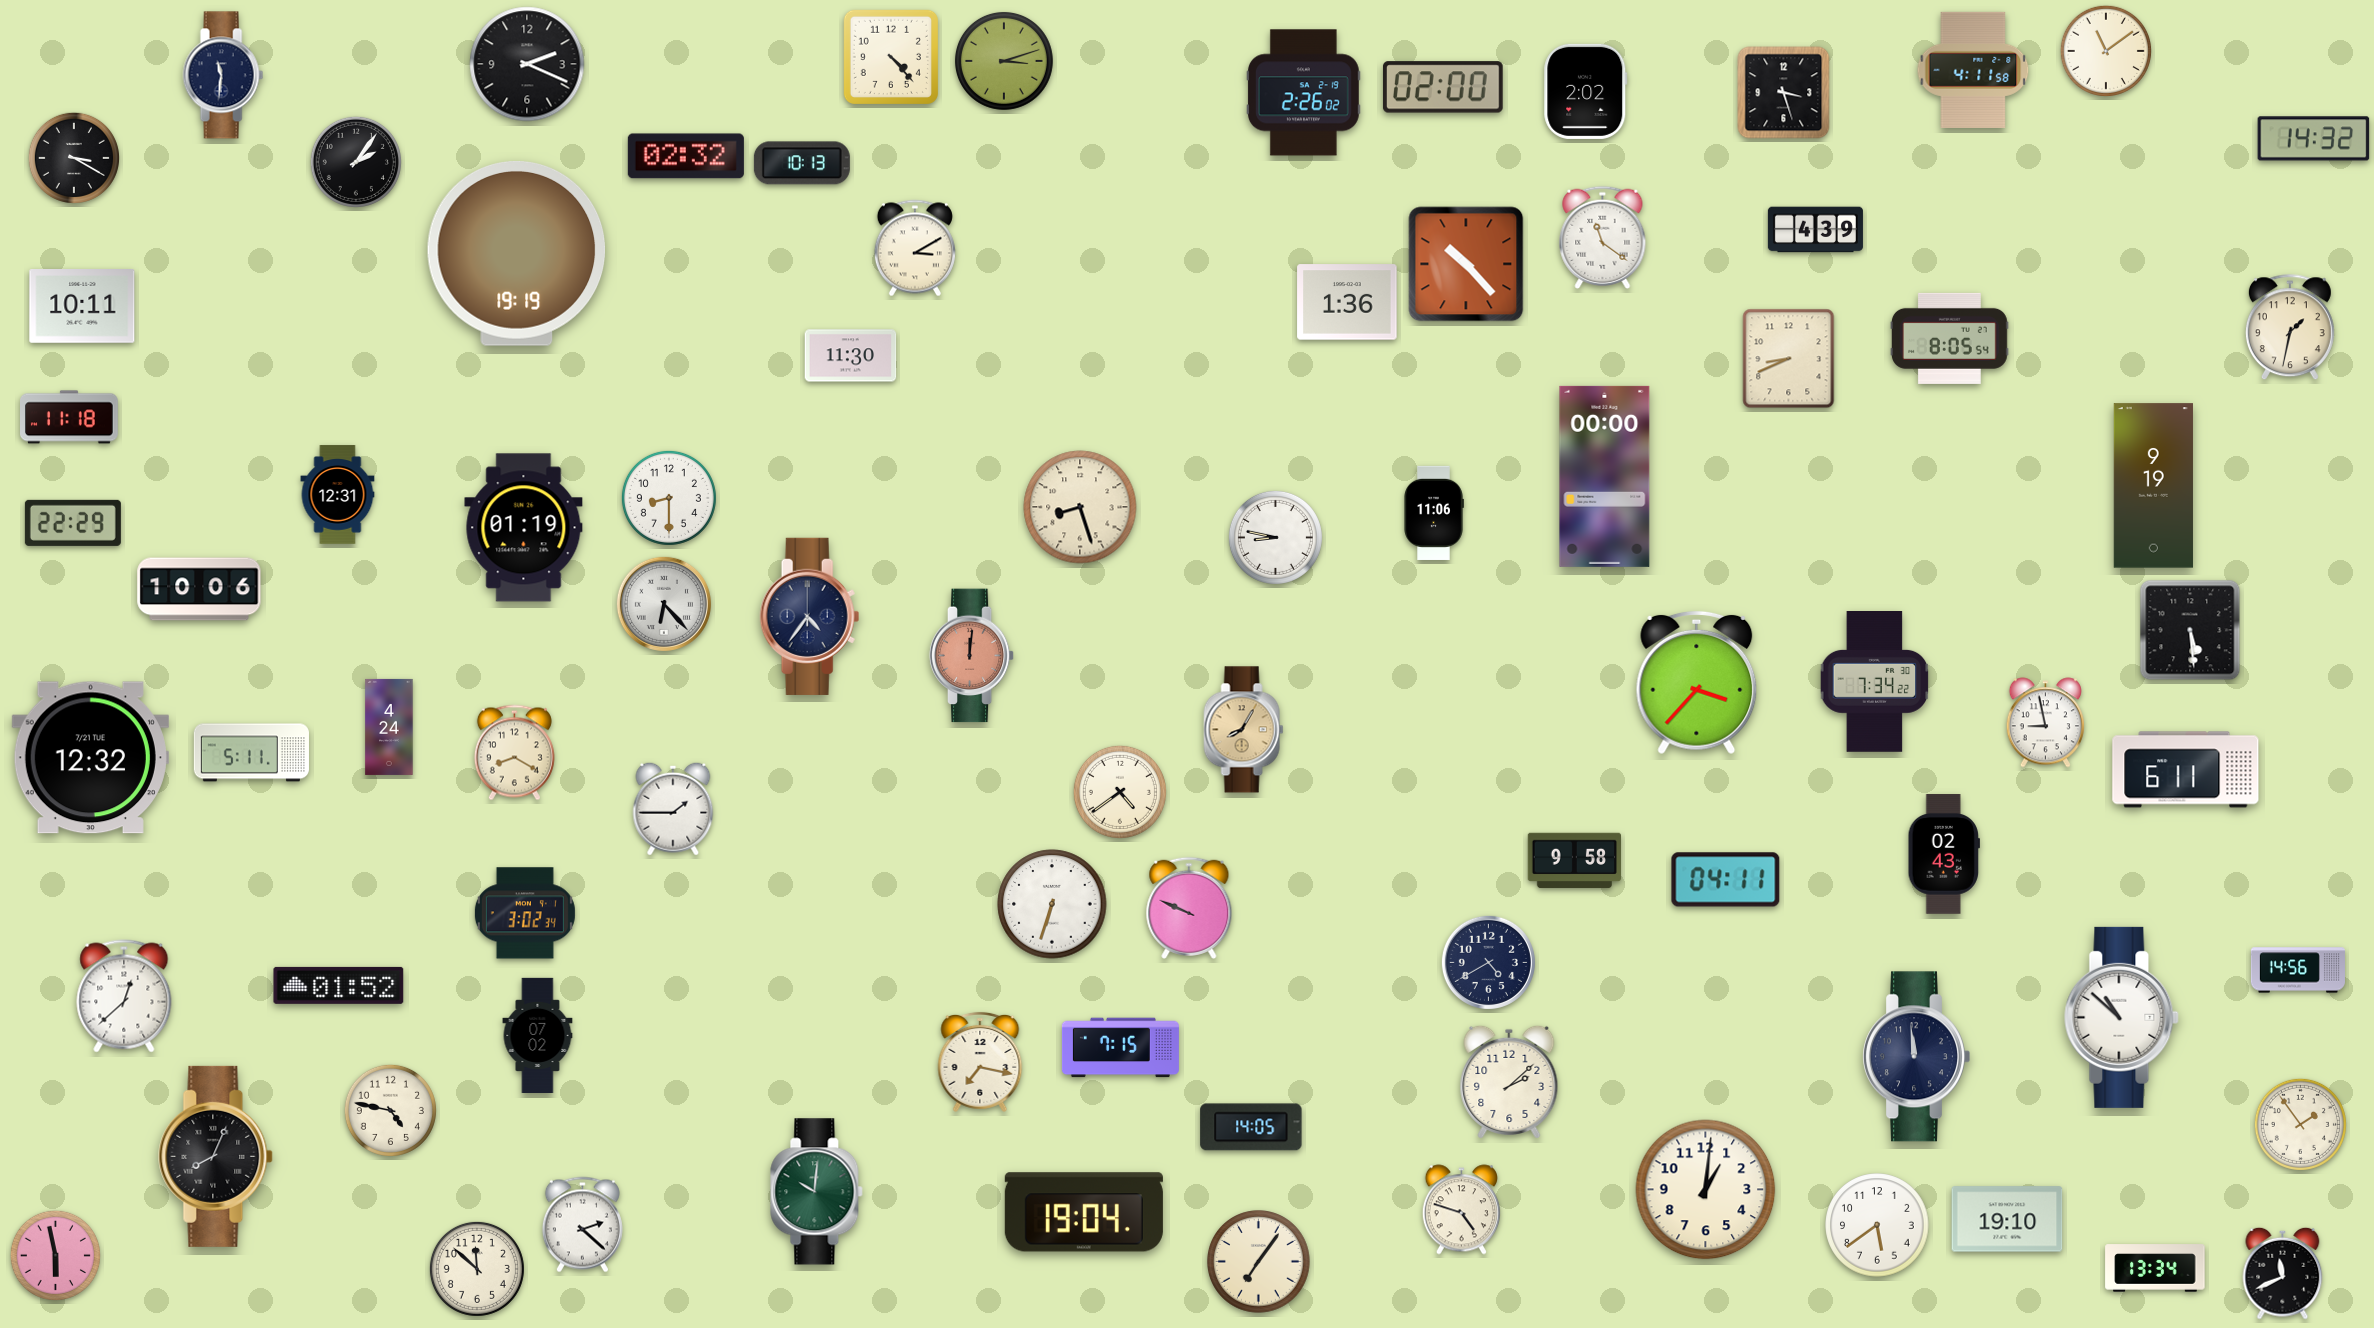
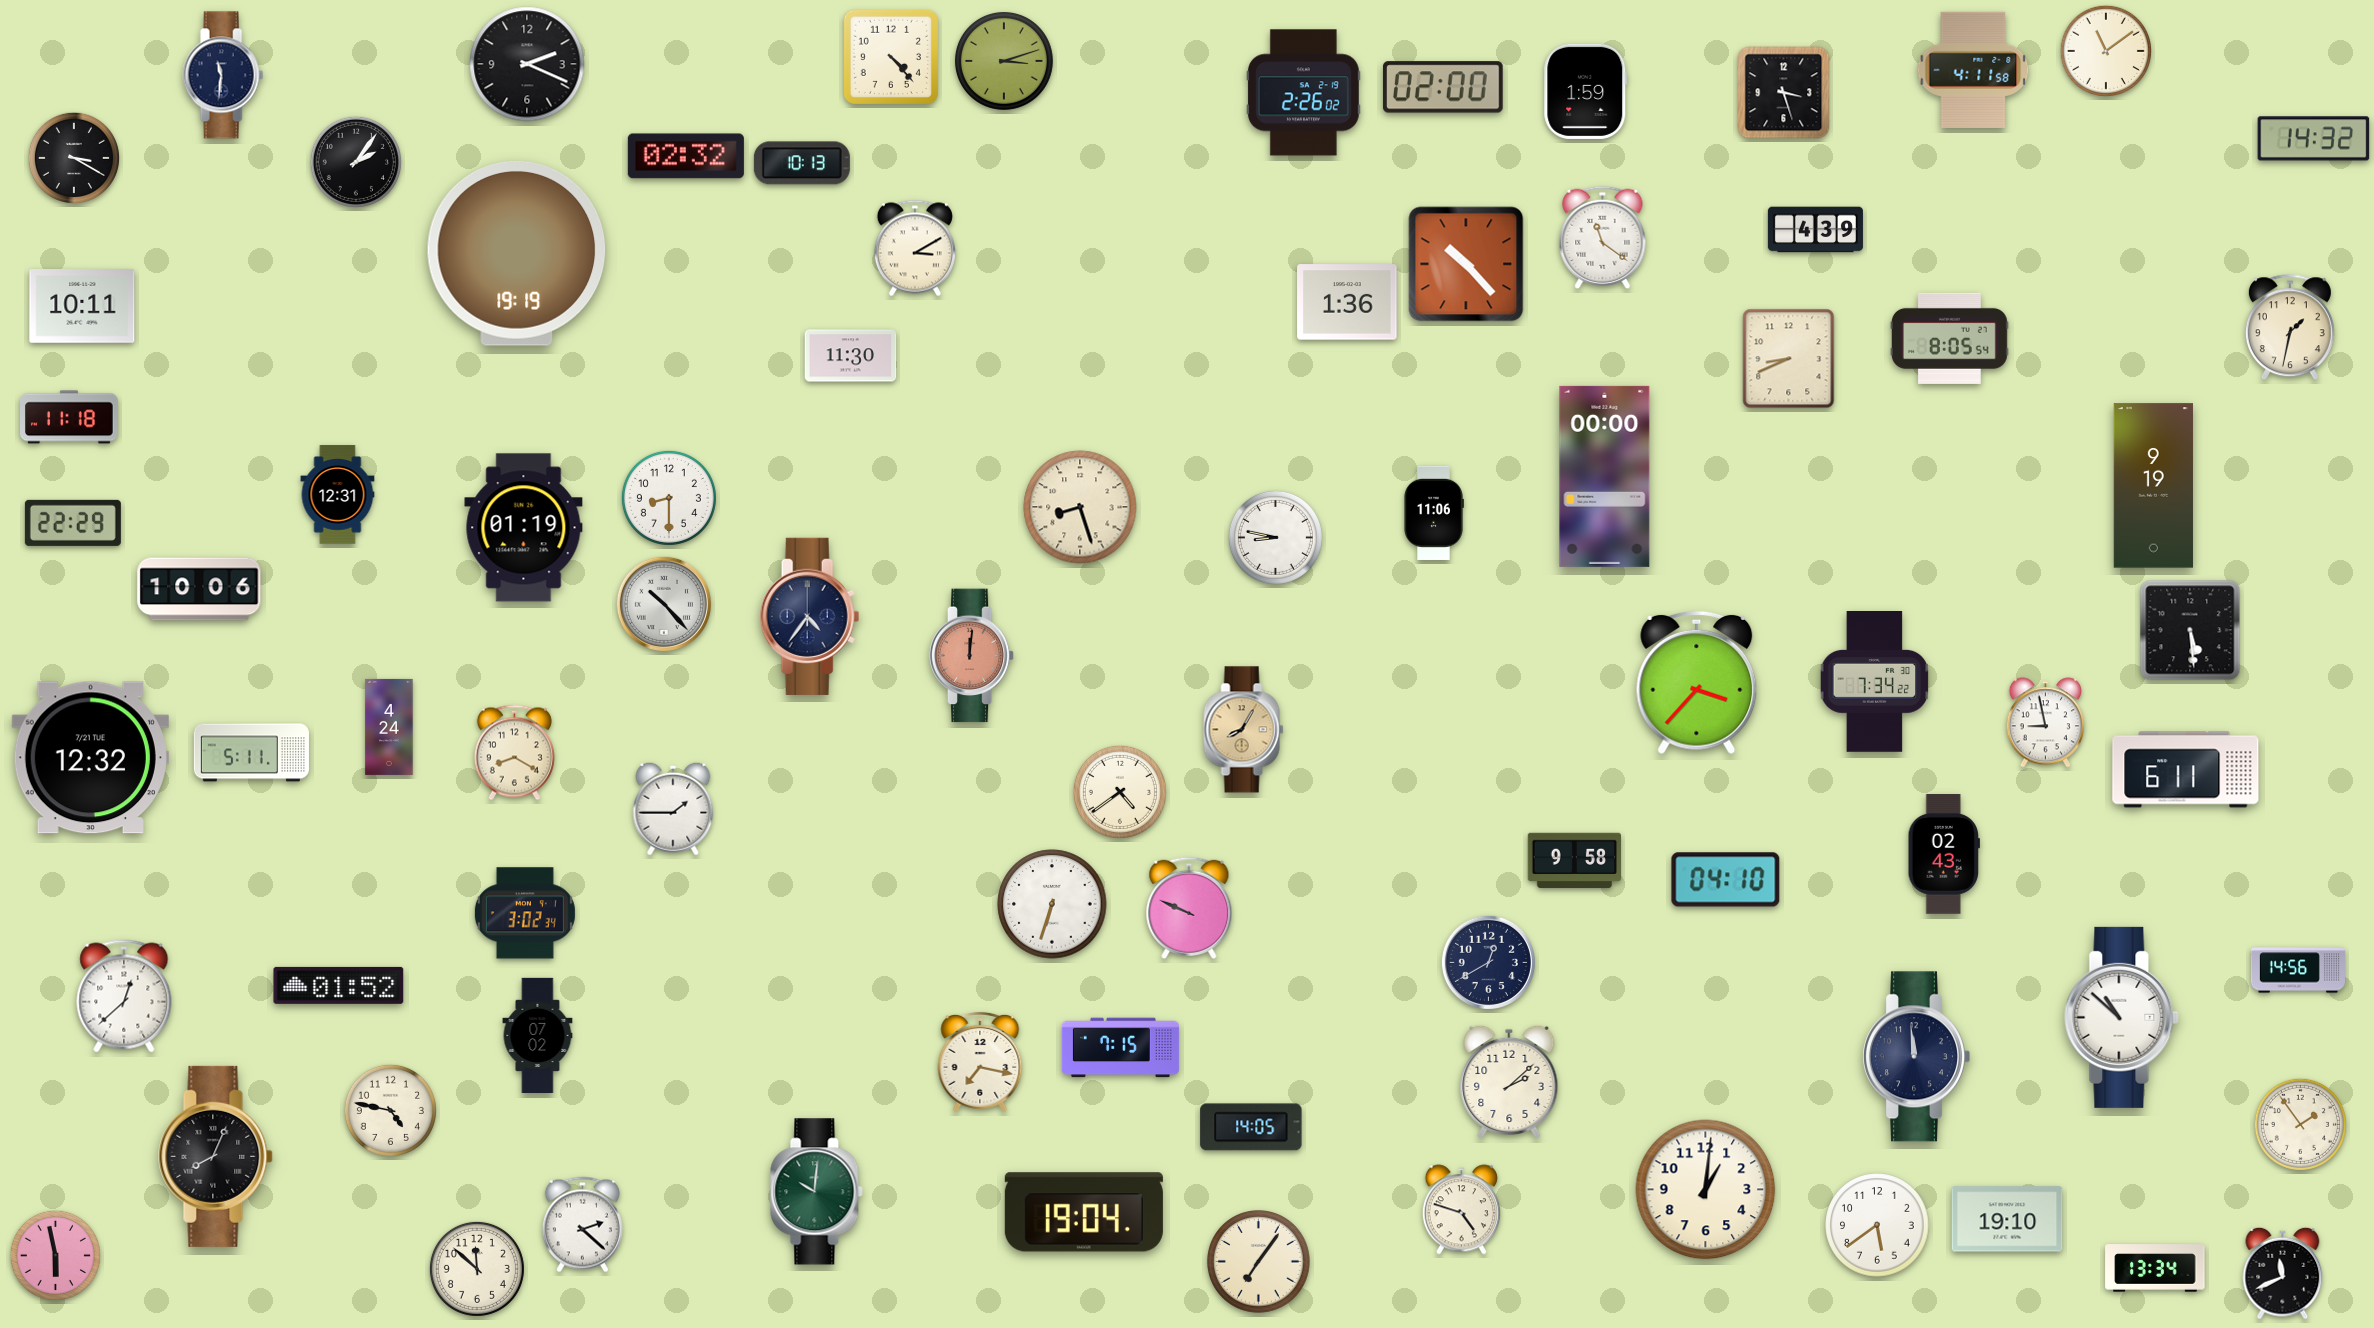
clock at (1586, 91): 2:02 -> 1:59
clock at (664, 604): 6:23 -> 10:23
clock at (1726, 880): 04:11 -> 04:10
clock at (1488, 962): 4:40 -> 12:40
